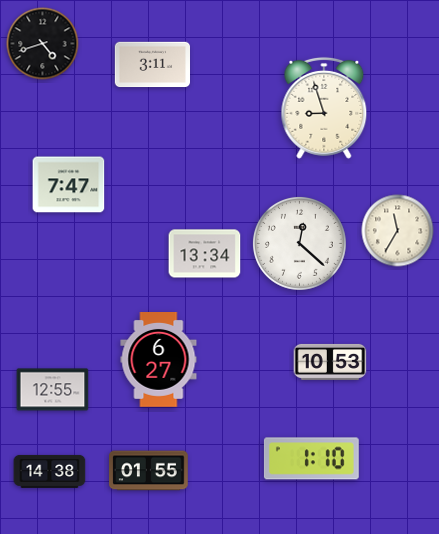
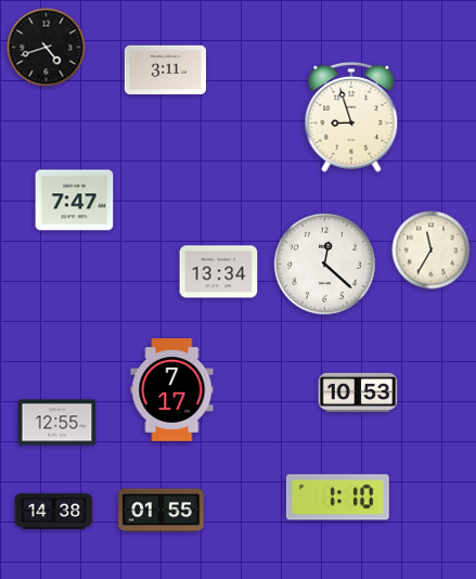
clock at (205, 254) position: (205, 254) -> (219, 272)
clock at (159, 360): 6:27 -> 7:17
